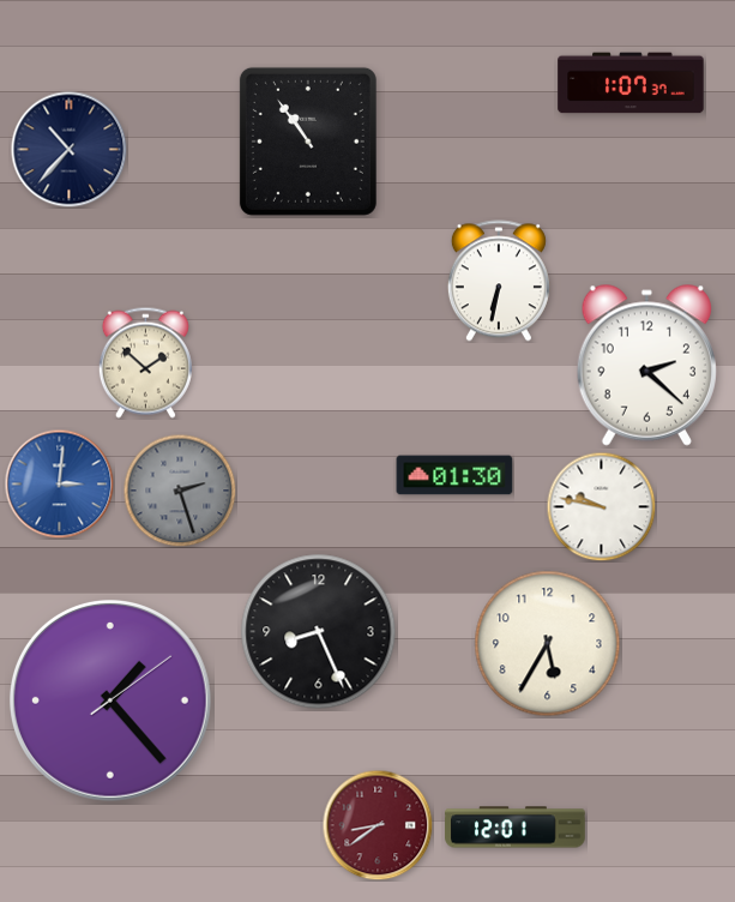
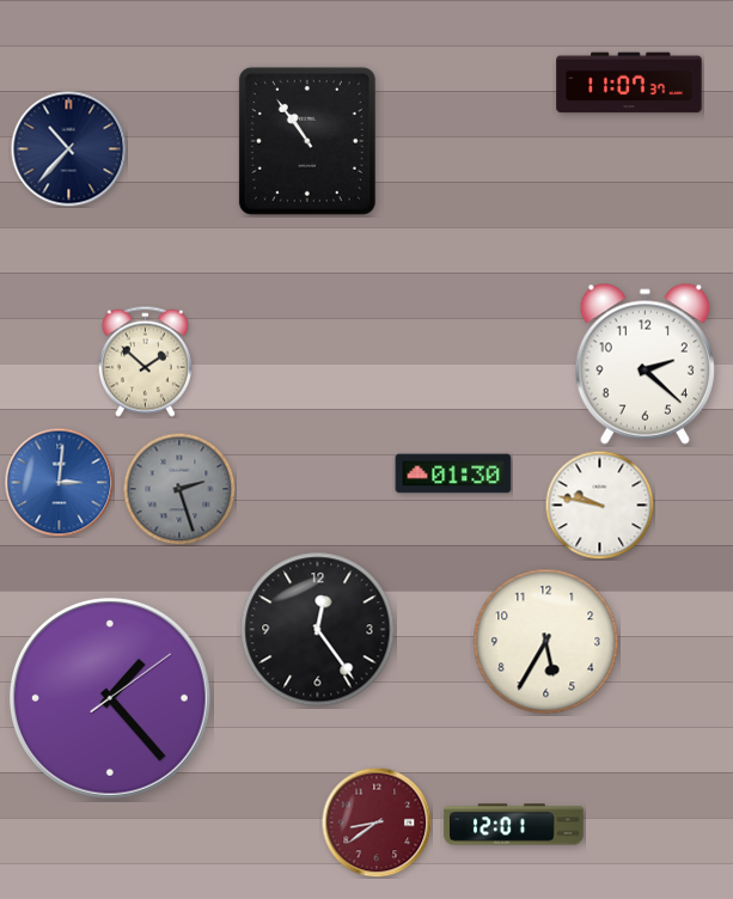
clock at (631, 83): 1:07 -> 11:07
clock at (499, 281): 6:32 -> none
clock at (319, 632): 8:26 -> 12:24
